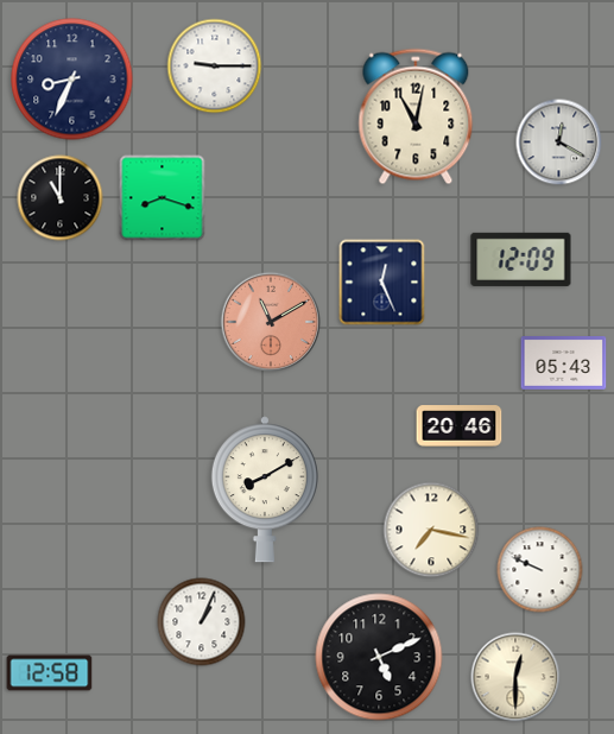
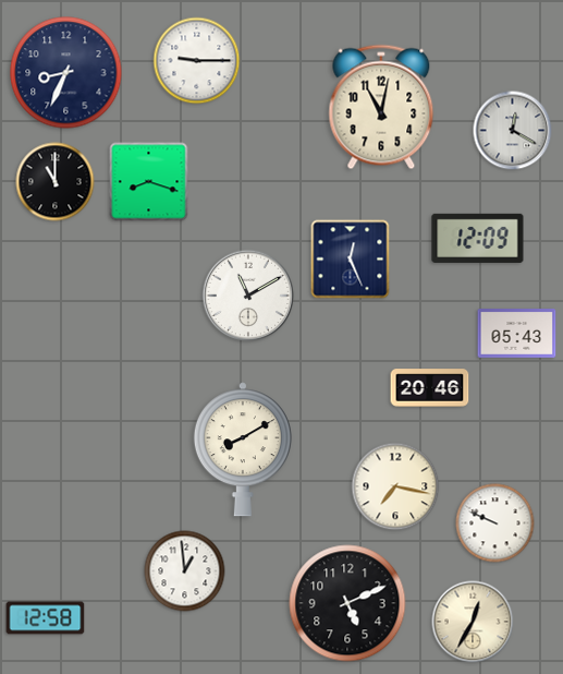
clock at (271, 322) dial: salmon -> white
clock at (460, 426) position: (460, 426) -> (430, 388)
clock at (202, 622): 1:04 -> 12:59
clock at (515, 677): 12:30 -> 12:35
